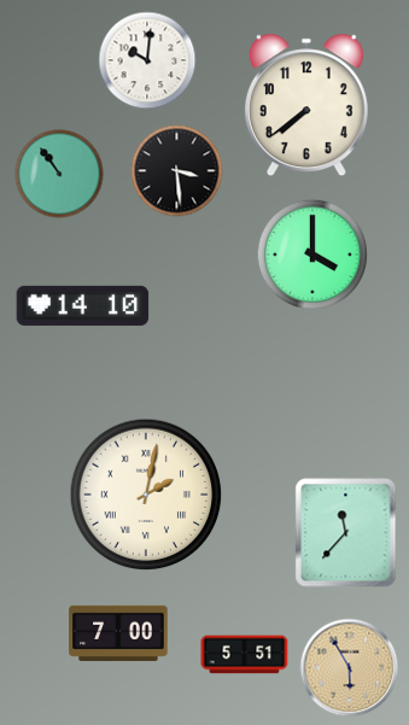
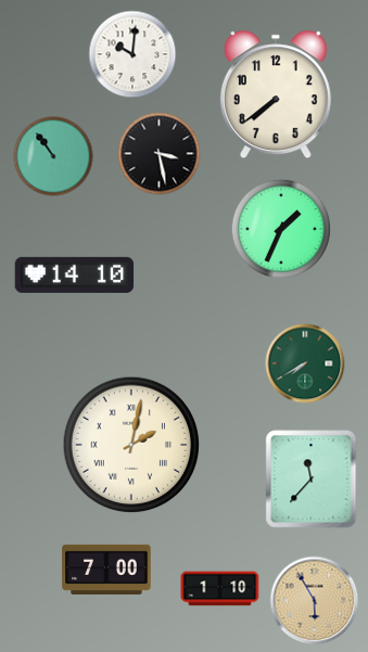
clock at (177, 171): 3:29 -> 3:28
clock at (311, 253): 4:00 -> 1:34
clock at (305, 363): none -> 7:40
clock at (245, 655): 5:51 -> 1:10
